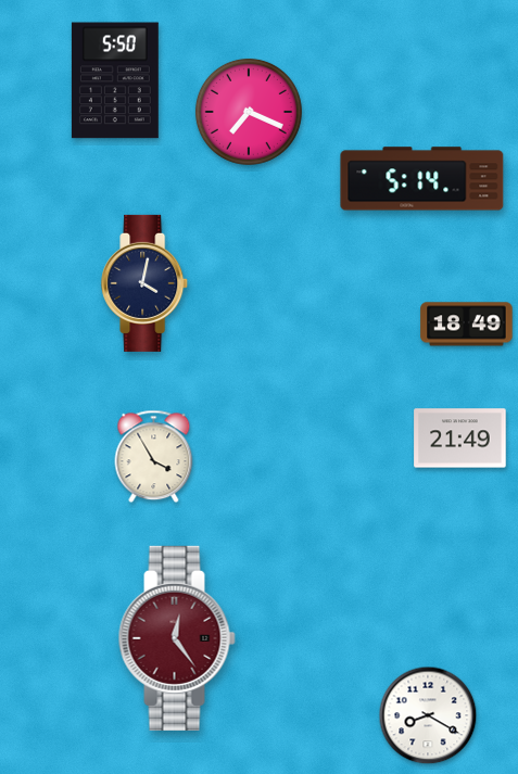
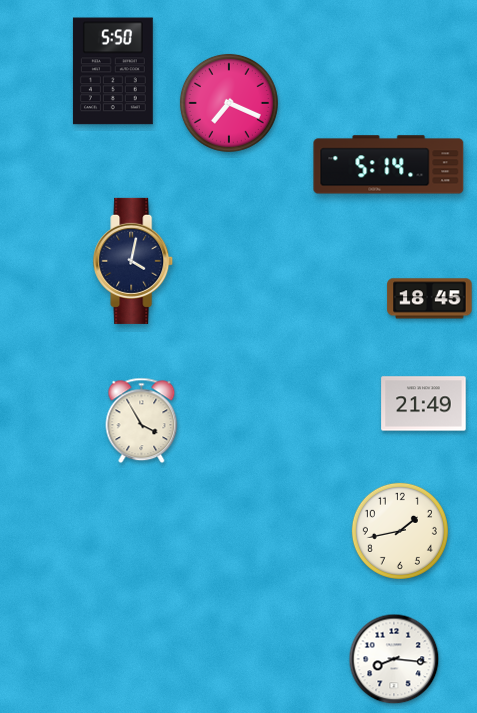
clock at (115, 80) position: (115, 80) -> (113, 71)
clock at (467, 325): 18:49 -> 18:45
clock at (400, 531): none -> 1:43
clock at (177, 638): 12:24 -> none
clock at (428, 715): 8:20 -> 8:16
